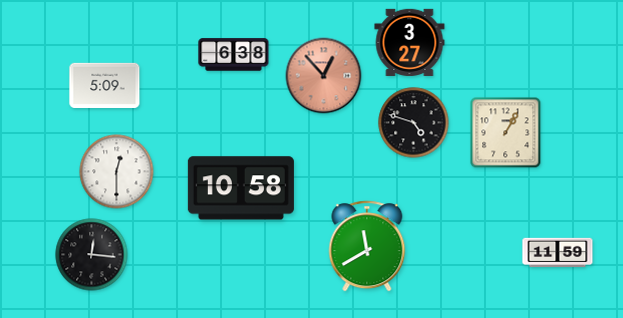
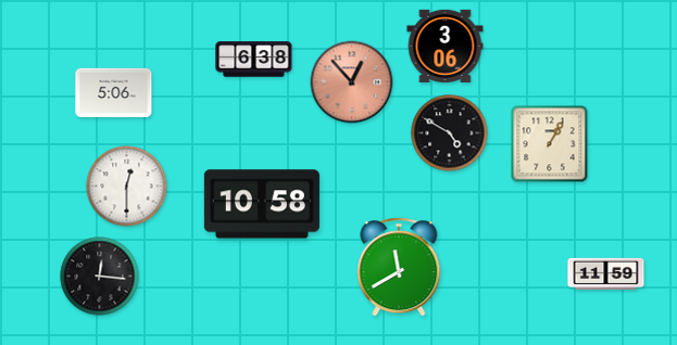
clock at (410, 42): 3:27 -> 3:06
clock at (105, 85): 5:09 -> 5:06
clock at (414, 123): 4:48 -> 4:50
